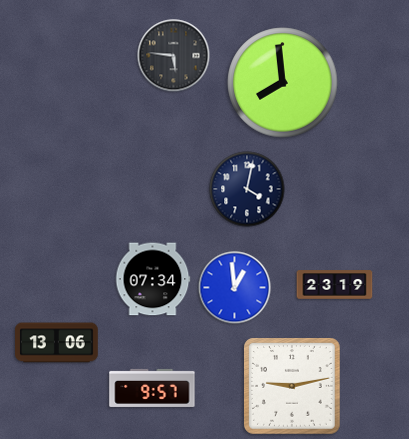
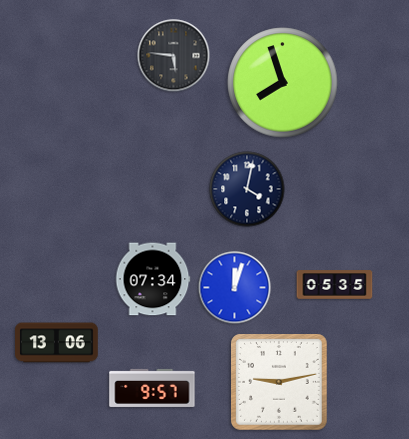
clock at (283, 83): 7:59 -> 7:57
clock at (335, 285): 23:19 -> 05:35
clock at (235, 288): 12:59 -> 12:03
clock at (293, 387) position: (293, 387) -> (280, 383)
